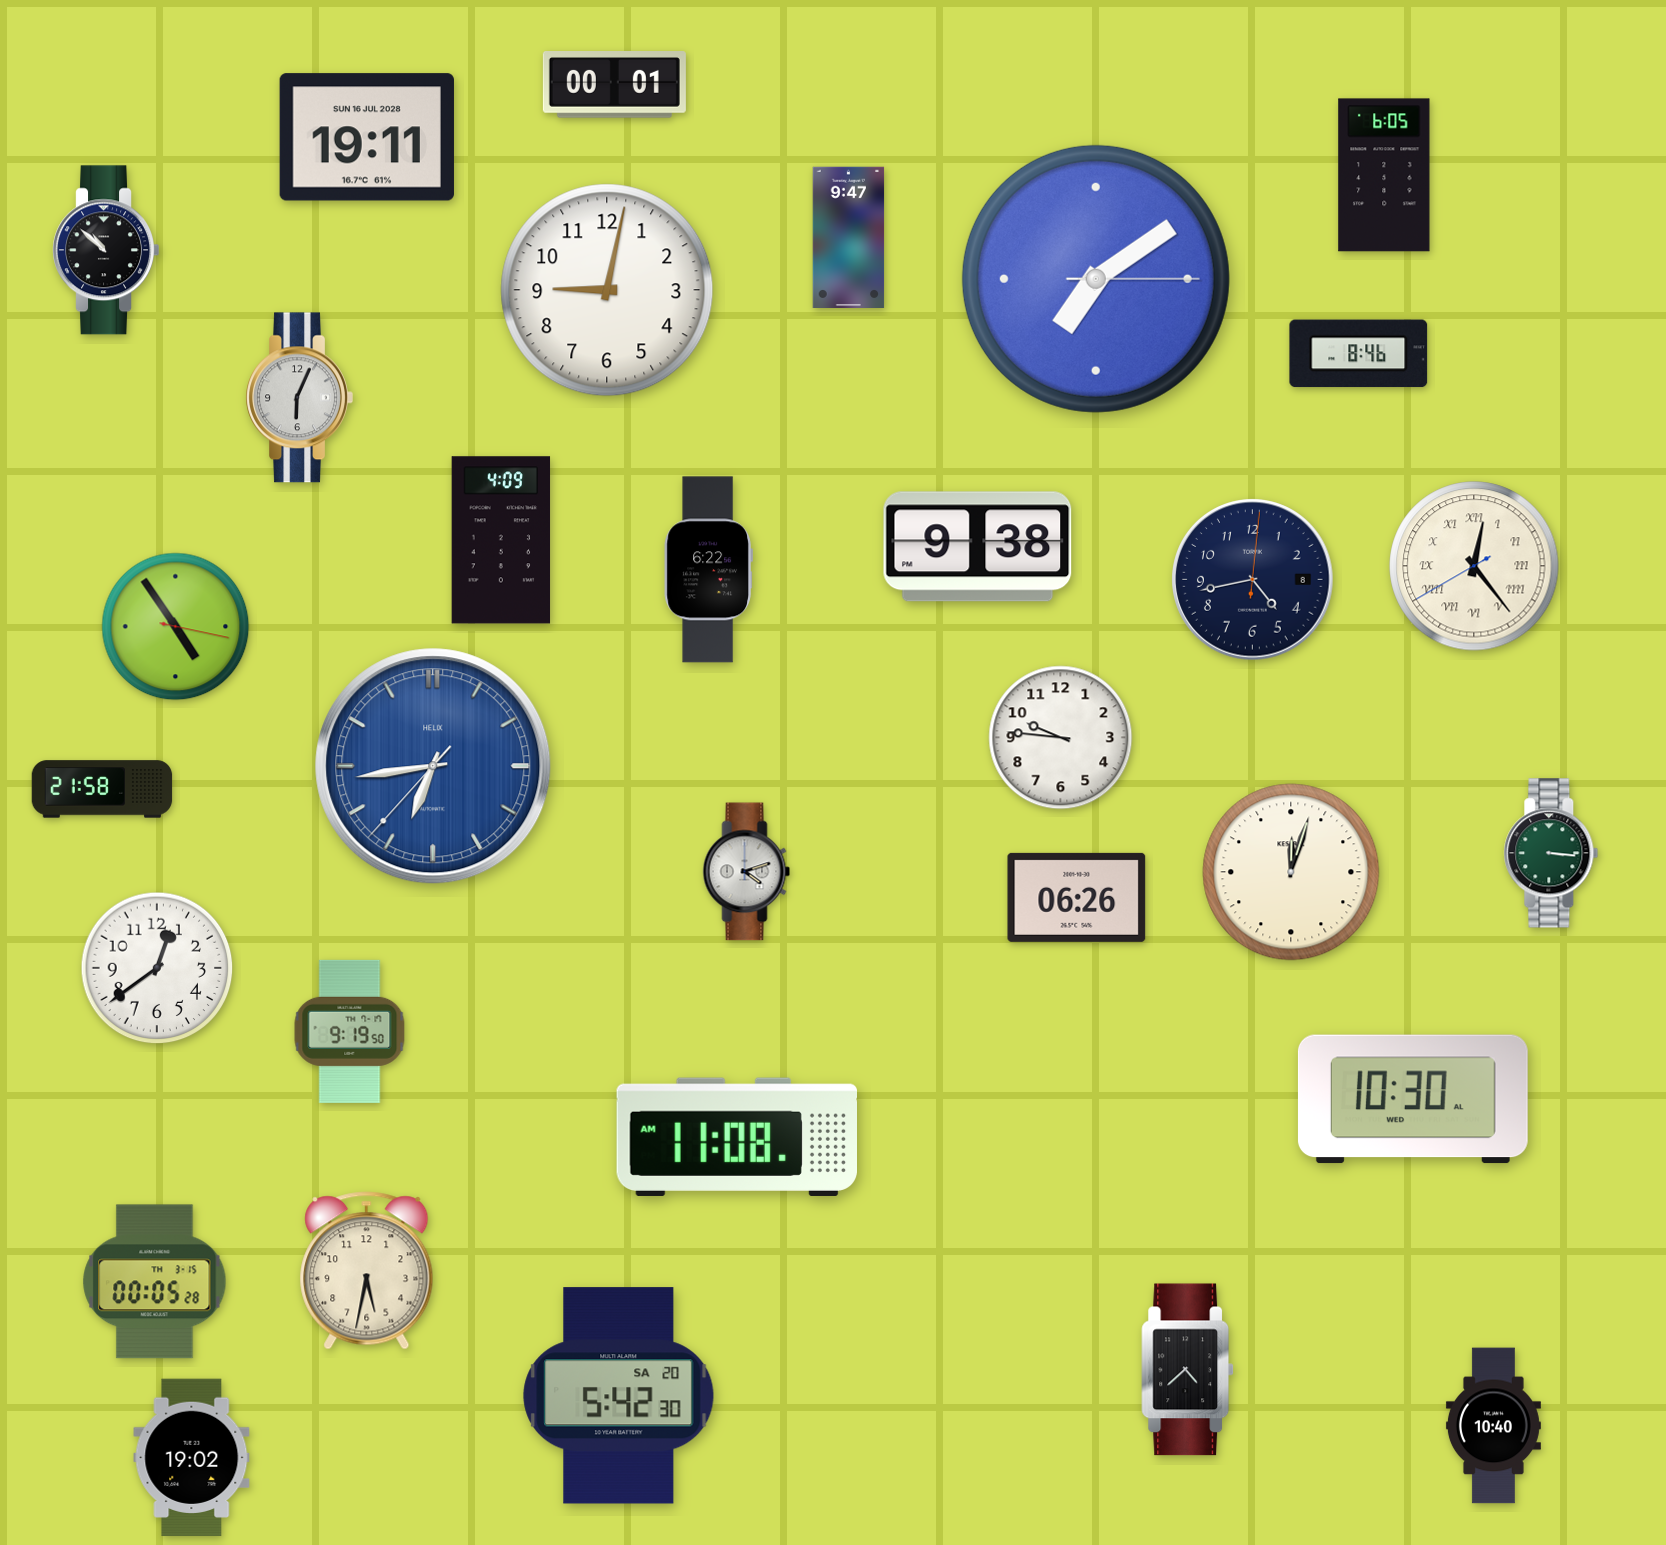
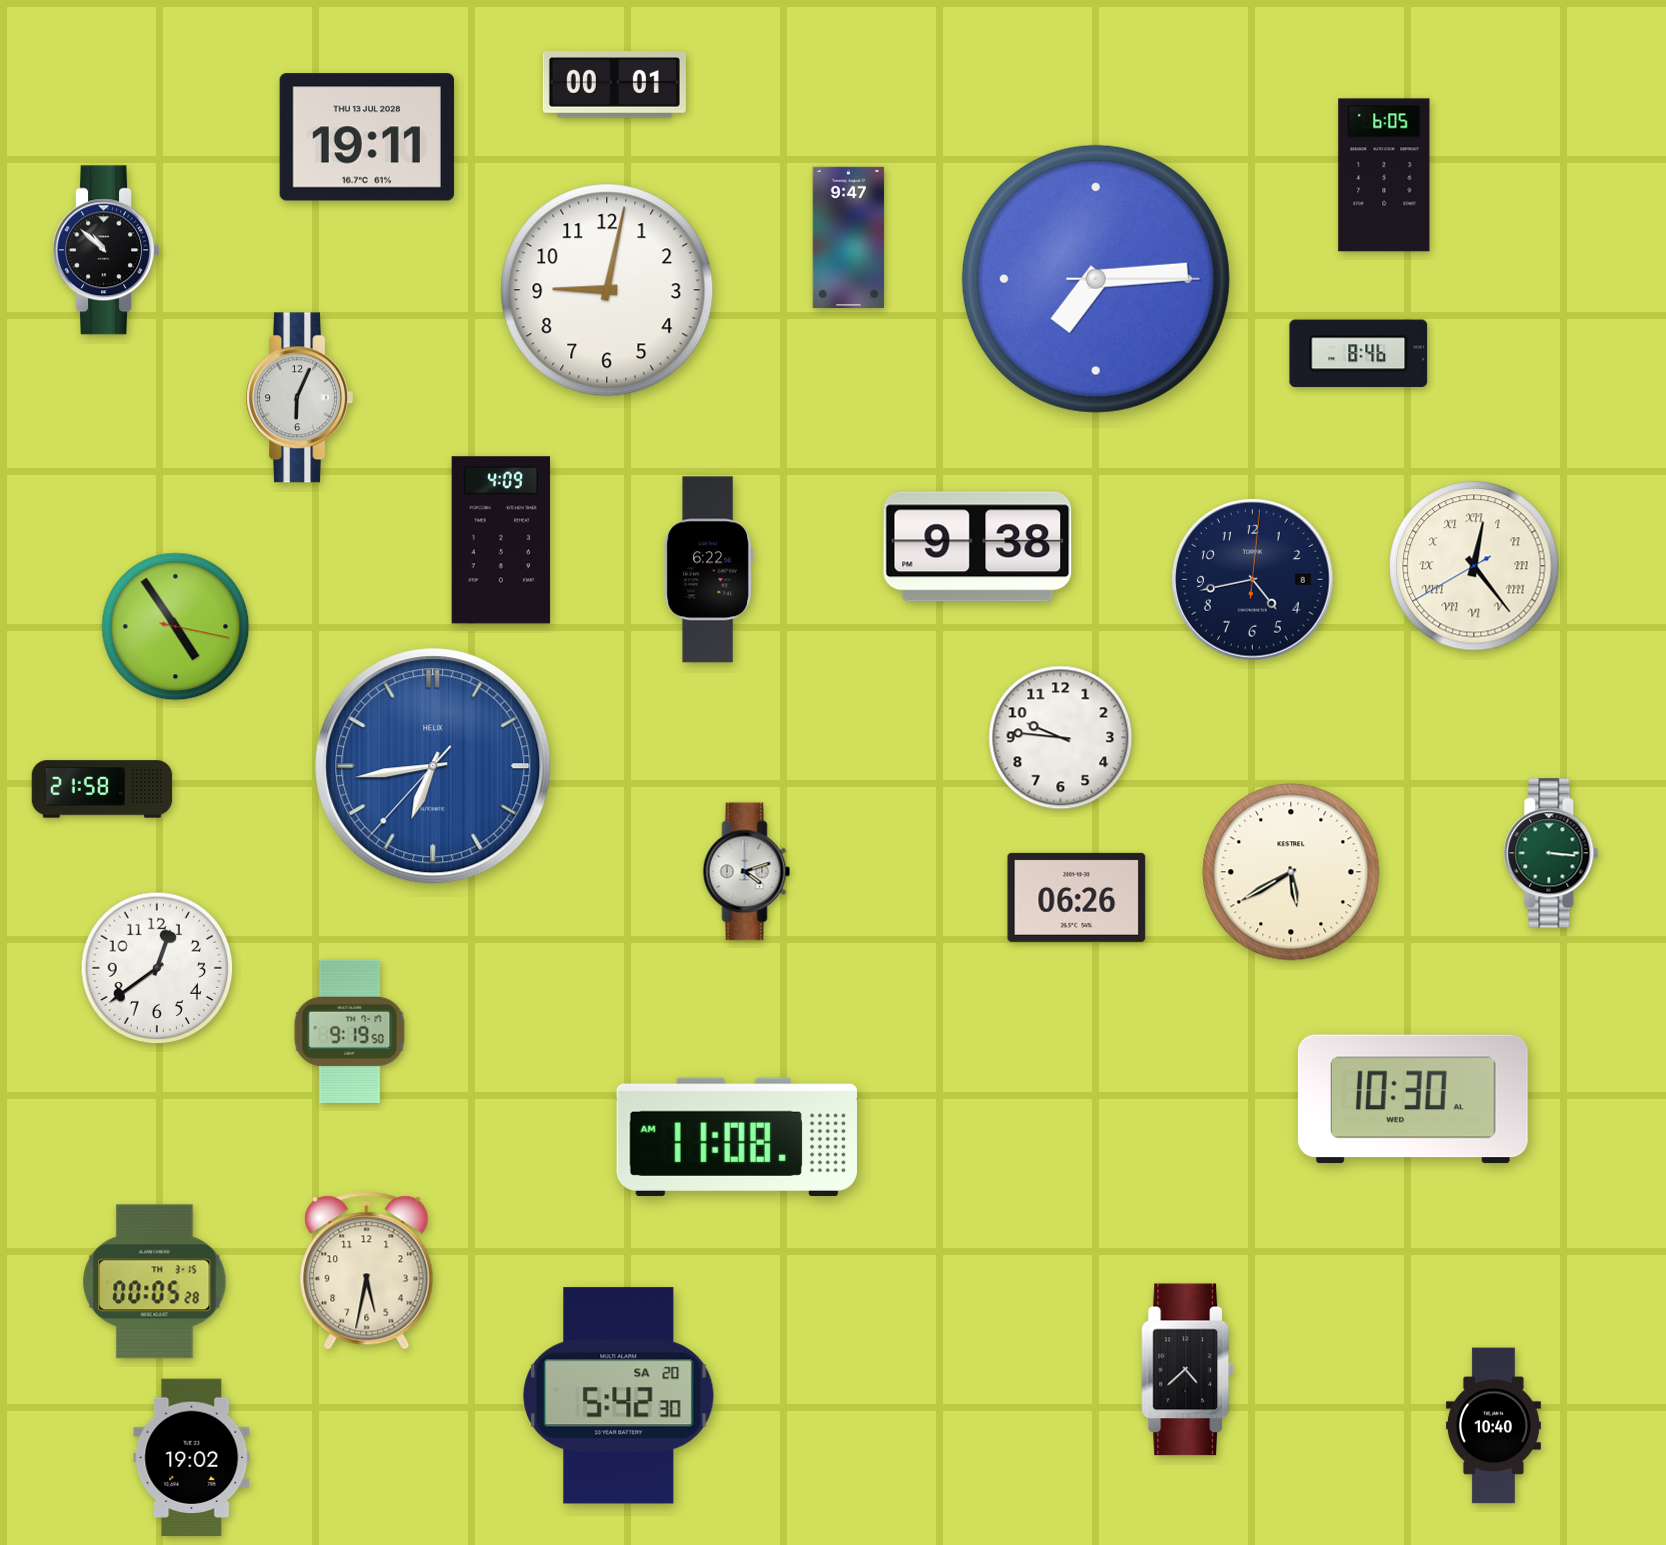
clock at (367, 137) date: SUN 16 JUL 2028 -> THU 13 JUL 2028
clock at (1096, 279): 7:09 -> 7:14
clock at (1291, 872): 12:03 -> 5:40
